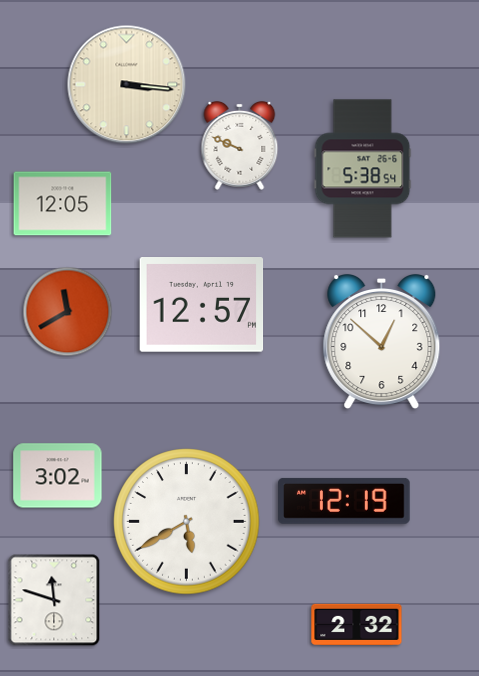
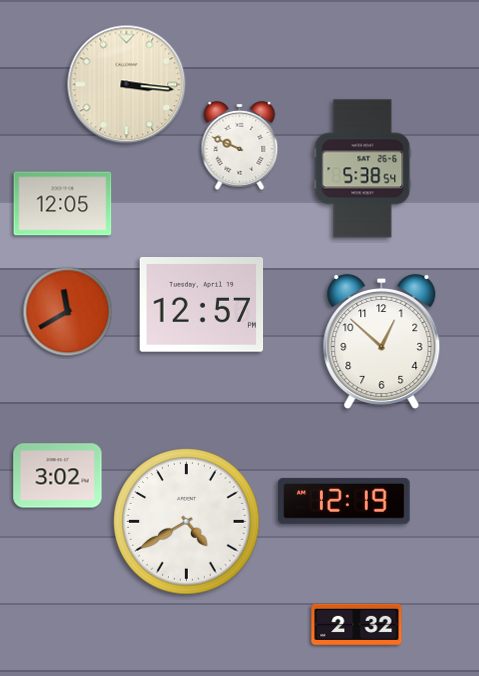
clock at (187, 522): 5:40 -> 4:40
clock at (54, 600): 11:48 -> none
